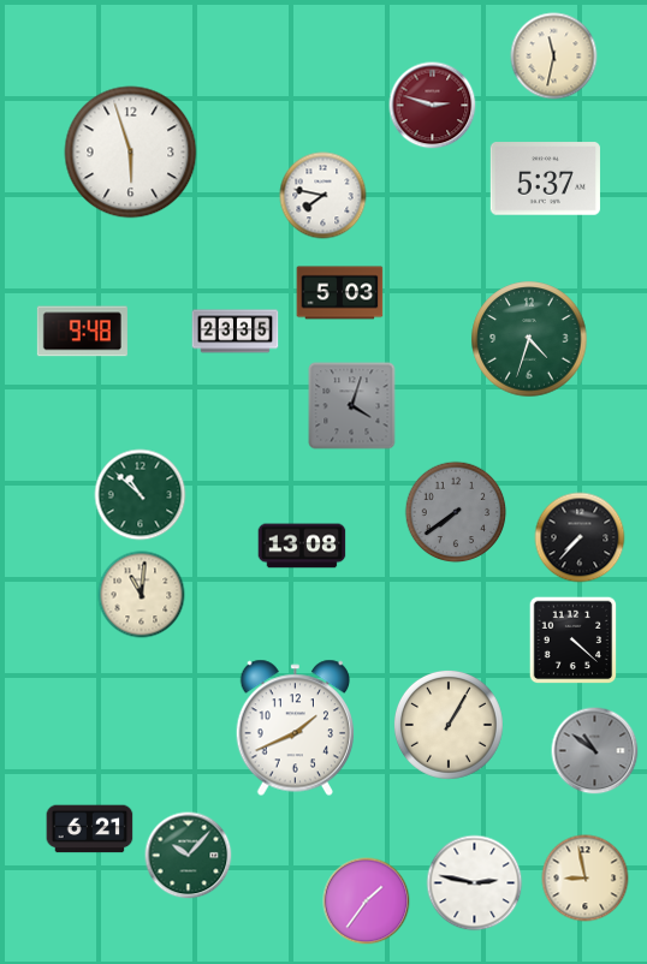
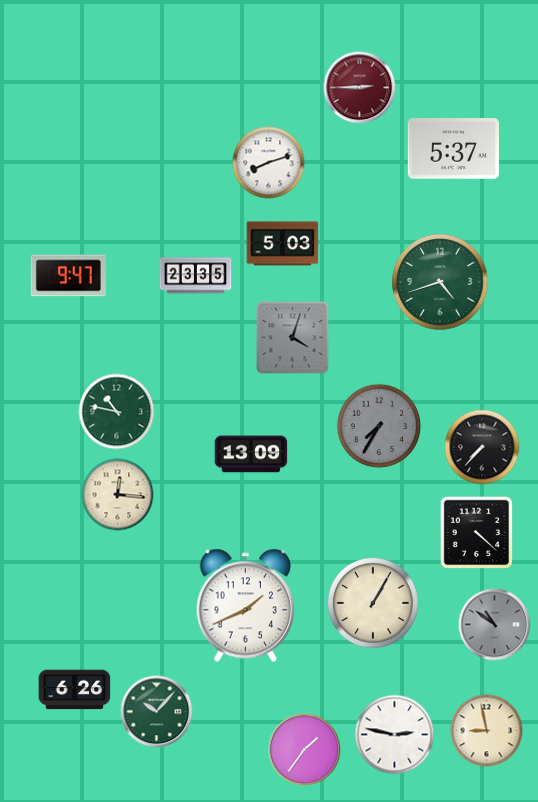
clock at (554, 56): 11:32 -> none
clock at (433, 106): 2:48 -> 2:45
clock at (131, 153): 5:57 -> none
clock at (323, 196): 7:47 -> 8:12
clock at (82, 332): 9:48 -> 9:47
clock at (529, 339): 4:33 -> 4:42
clock at (141, 495): 10:52 -> 10:47
clock at (456, 512): 7:39 -> 7:35
clock at (302, 546): 13:08 -> 13:09
clock at (142, 595): 11:01 -> 12:16
clock at (90, 829): 6:21 -> 6:26
